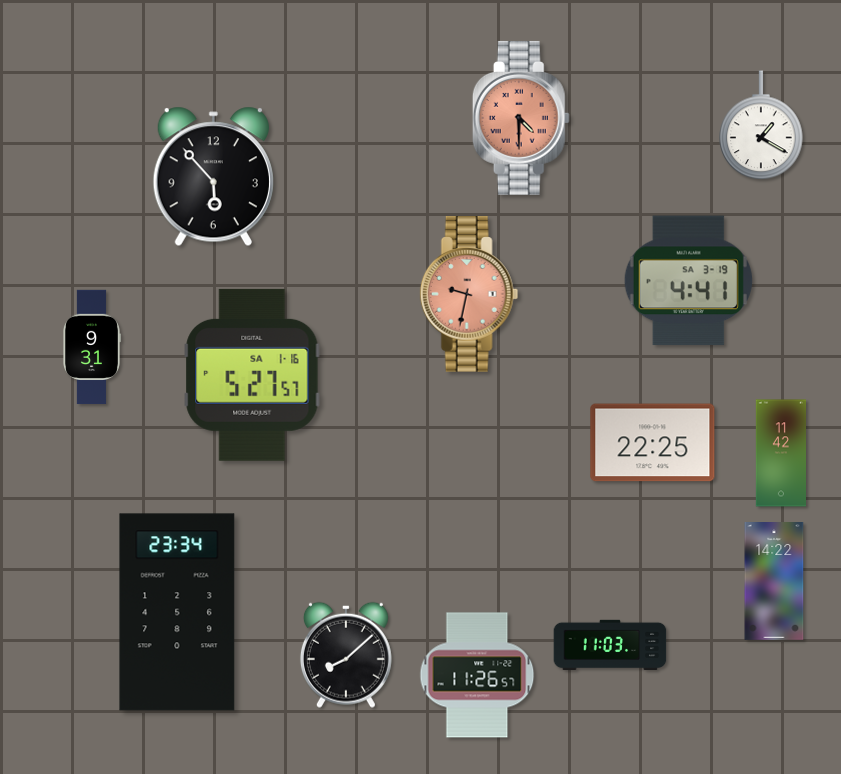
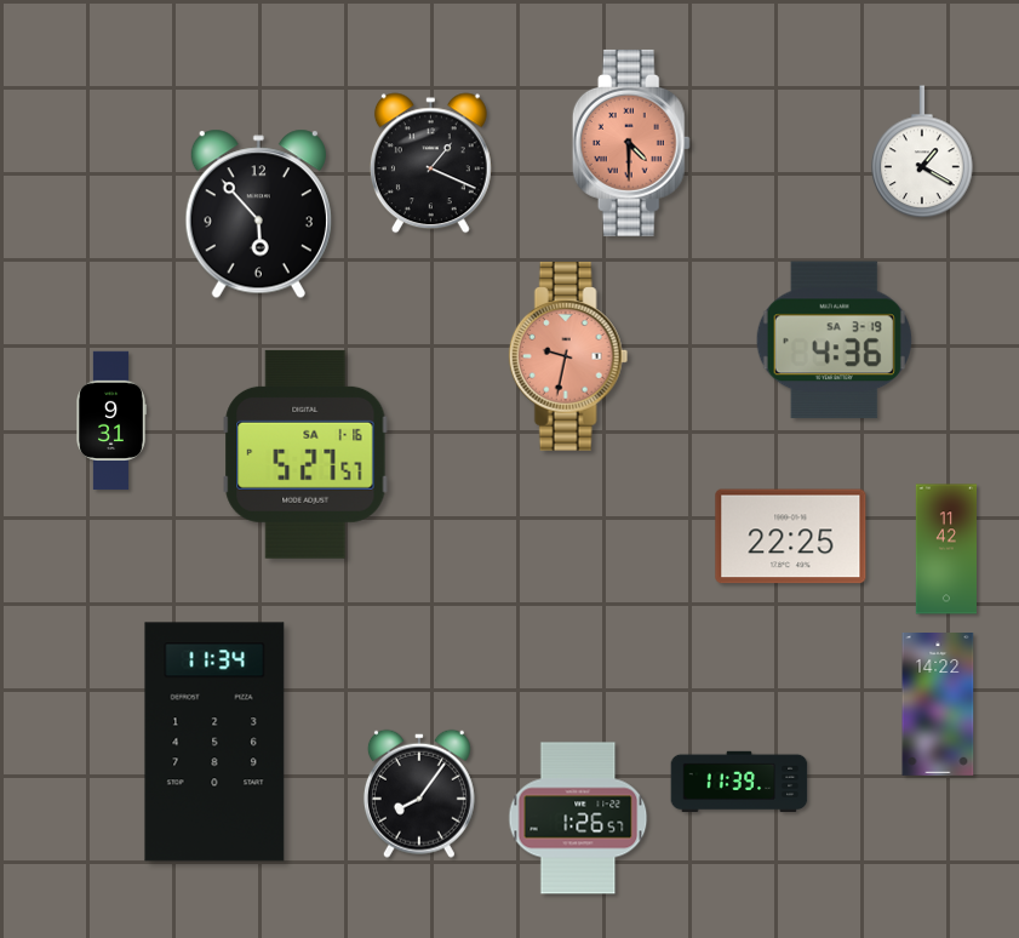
clock at (430, 164): none -> 1:19
clock at (688, 281): 4:41 -> 4:36
clock at (177, 612): 23:34 -> 11:34
clock at (610, 645): 11:03 -> 11:39
clock at (346, 655): 8:08 -> 8:06
clock at (477, 675): 11:26 -> 1:26
